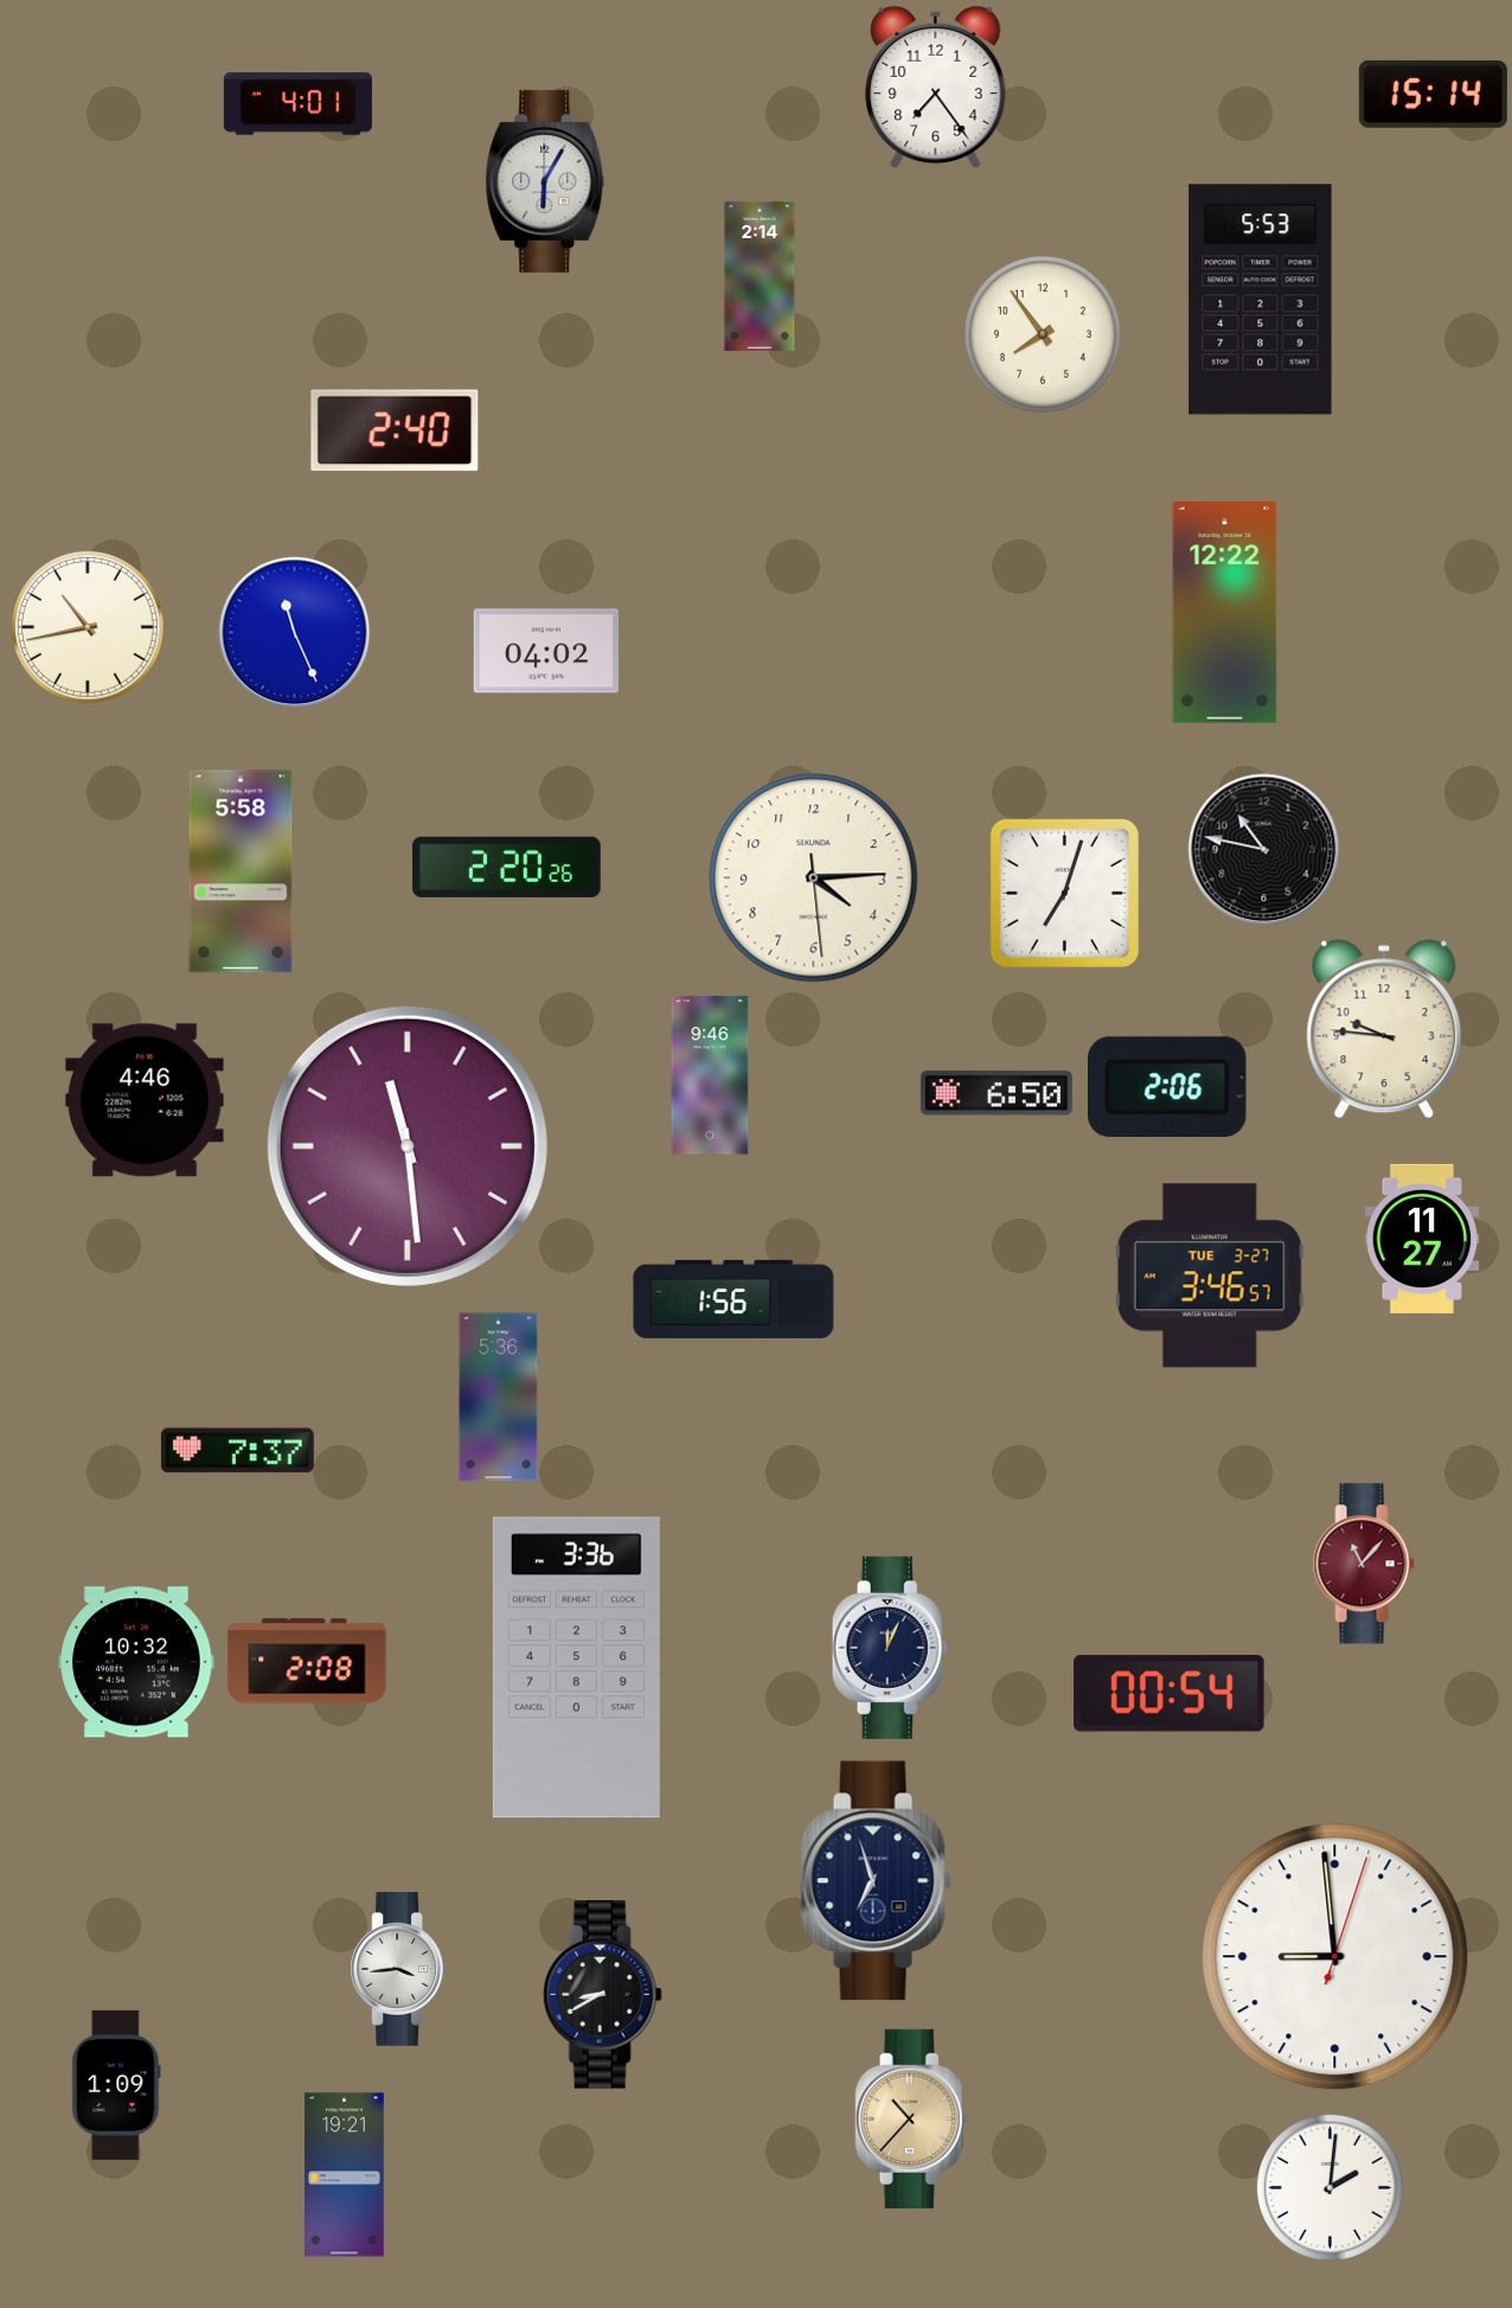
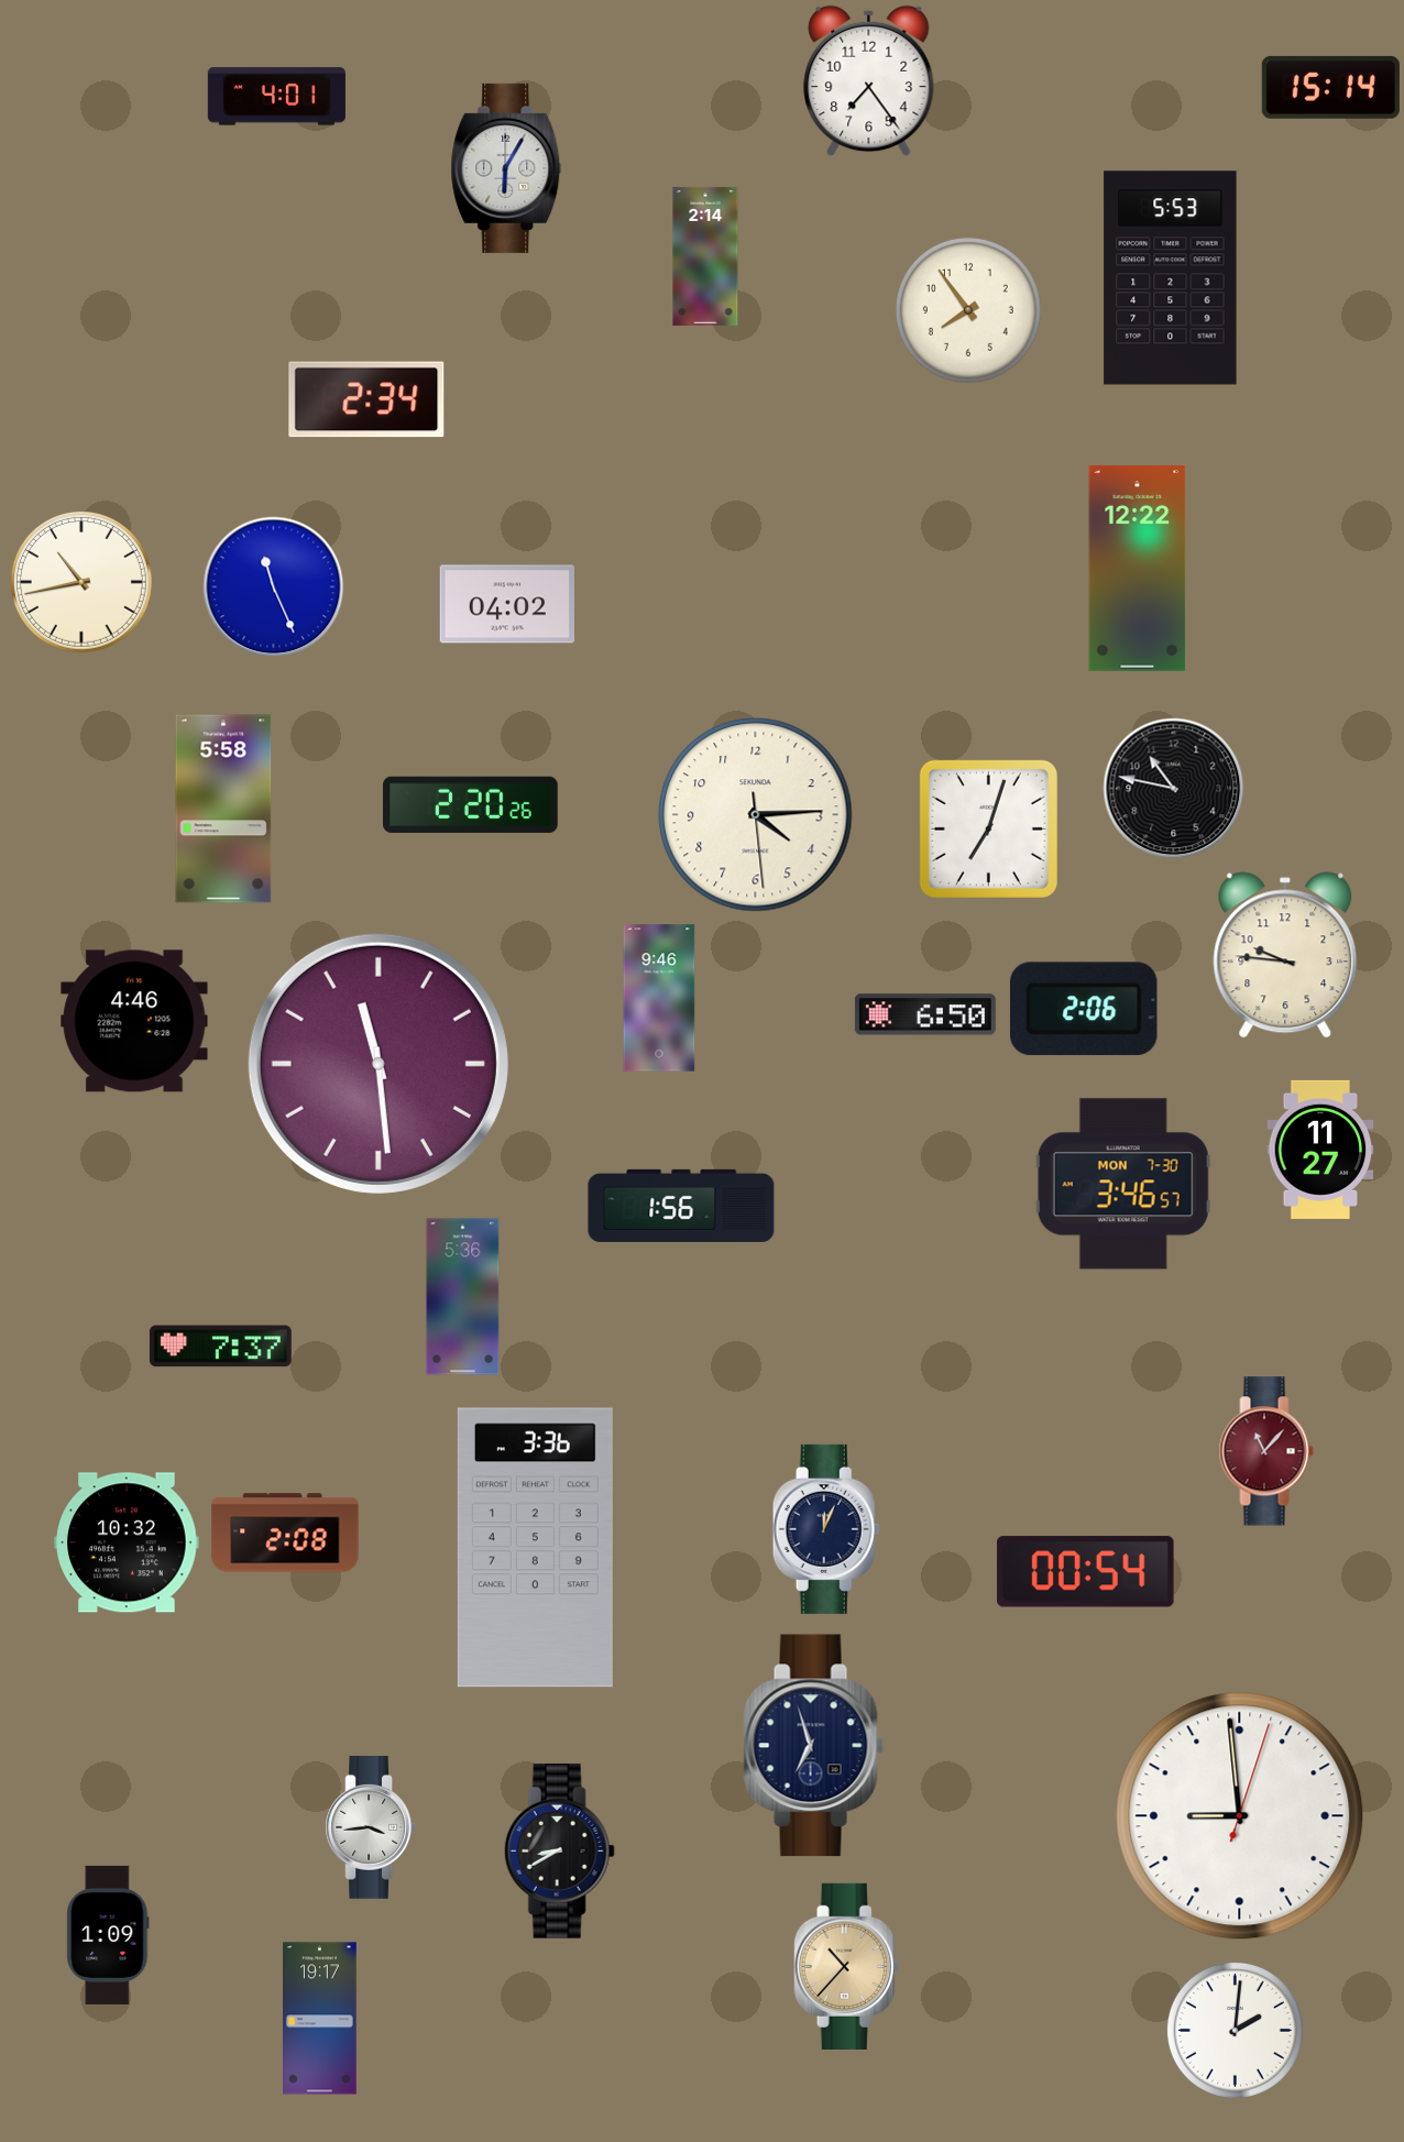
clock at (395, 430): 2:40 -> 2:34
clock at (1210, 1276) date: TUE 3-27 -> MON 7-30
clock at (307, 1661) position: (307, 1661) -> (285, 1533)
clock at (345, 2175): 19:21 -> 19:17
